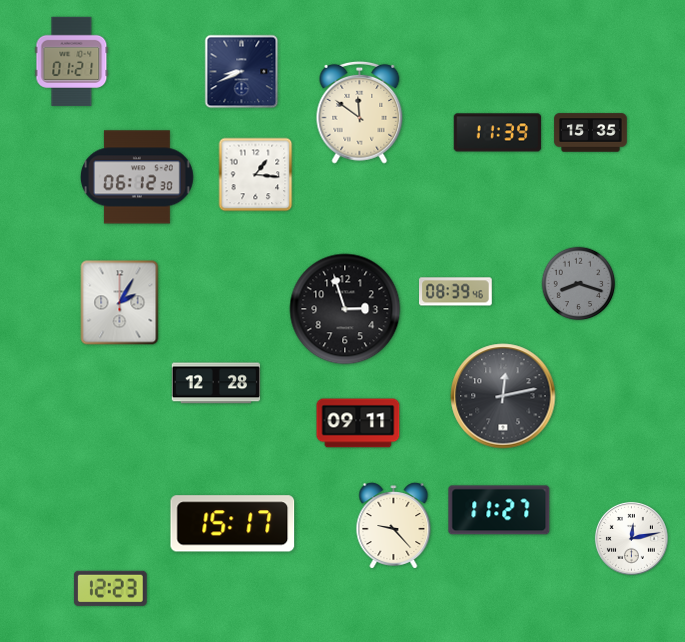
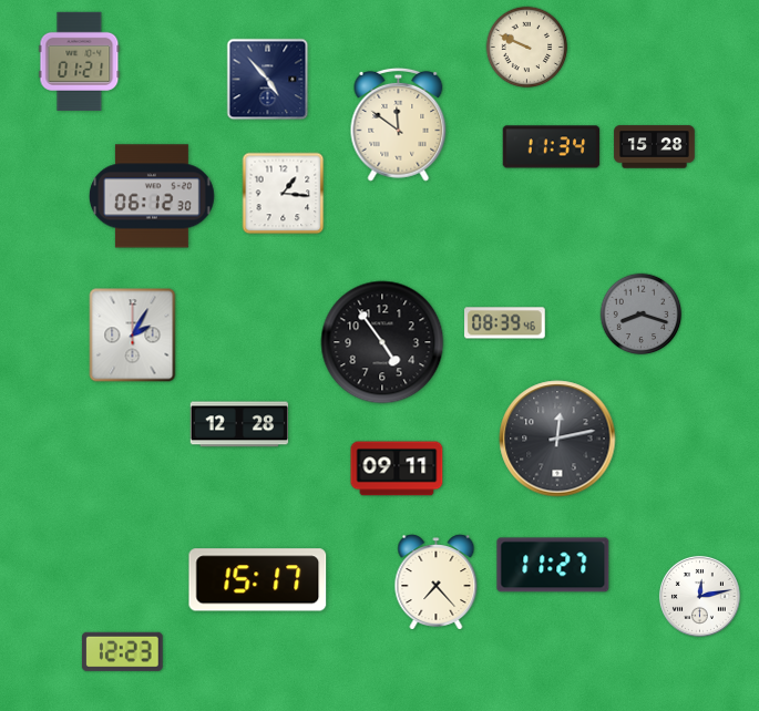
clock at (527, 48): none -> 9:49
clock at (72, 61) position: (72, 61) -> (80, 61)
clock at (242, 72): 8:41 -> 4:53
clock at (498, 133): 11:39 -> 11:34
clock at (591, 133): 15:35 -> 15:28
clock at (345, 309): 2:57 -> 4:54
clock at (394, 526): 9:23 -> 7:23
